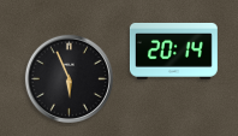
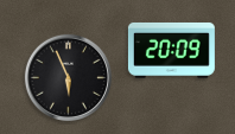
clock at (173, 51): 20:14 -> 20:09
